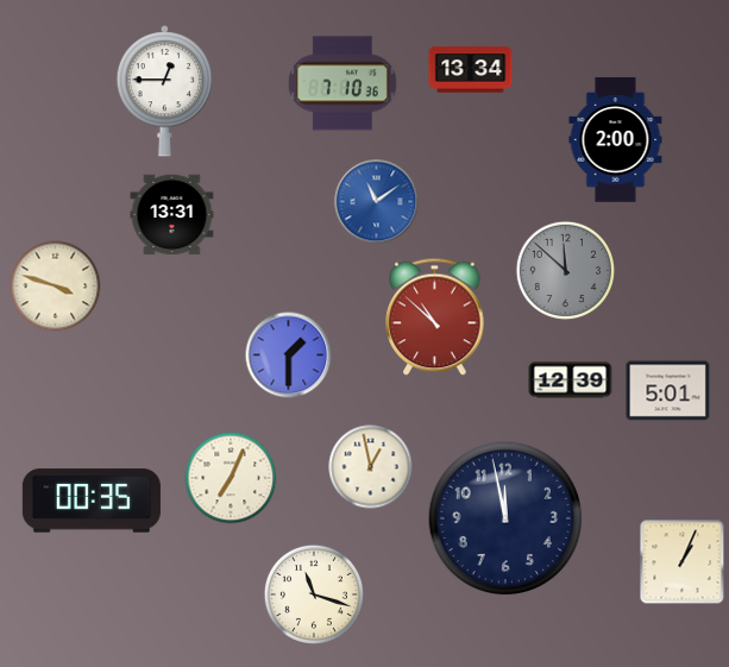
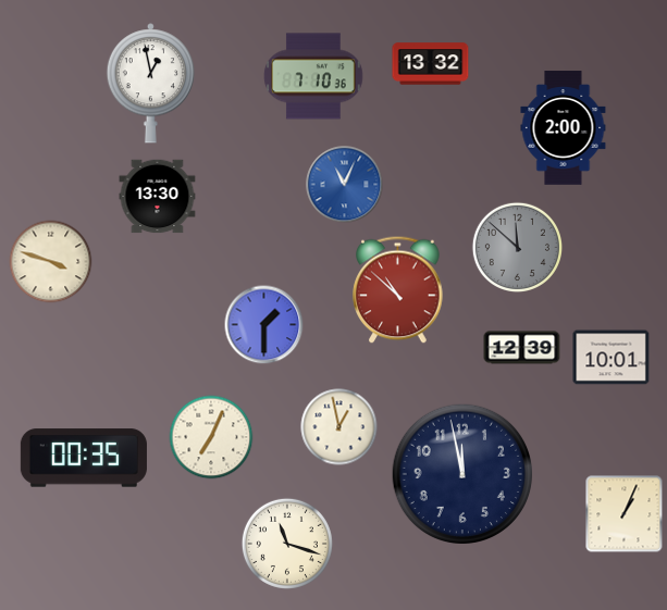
clock at (471, 70): 13:34 -> 13:32
clock at (164, 92): 12:45 -> 12:58
clock at (377, 202): 11:09 -> 11:04
clock at (172, 215): 13:31 -> 13:30
clock at (668, 391): 5:01 -> 10:01
